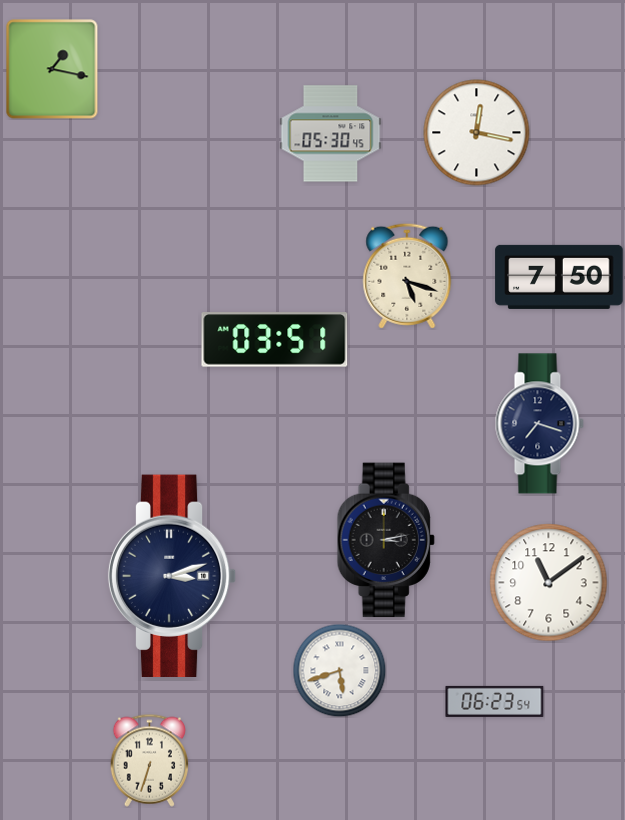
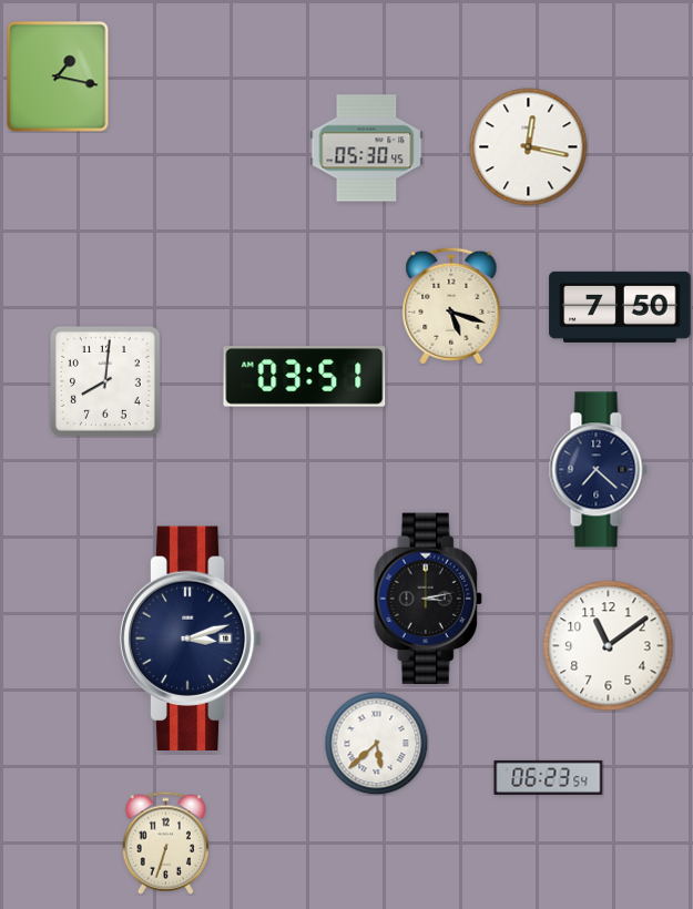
clock at (105, 381): none -> 8:01
clock at (539, 424): 7:18 -> 7:22
clock at (339, 670): 5:42 -> 5:38
